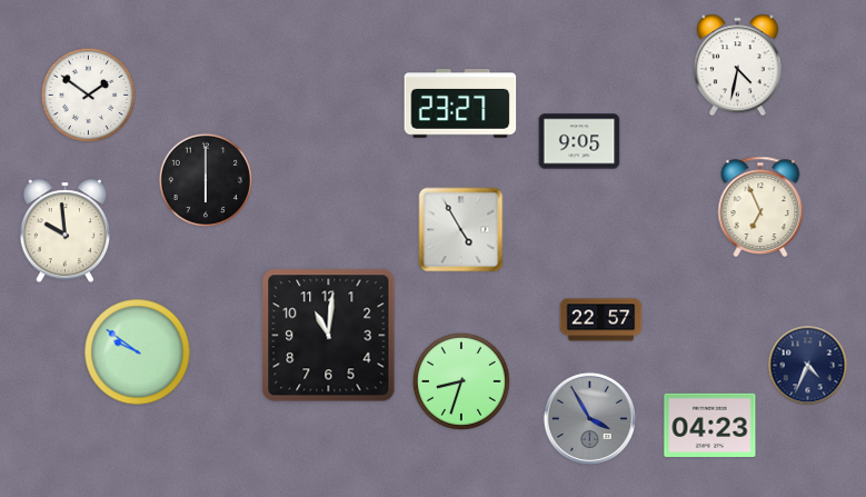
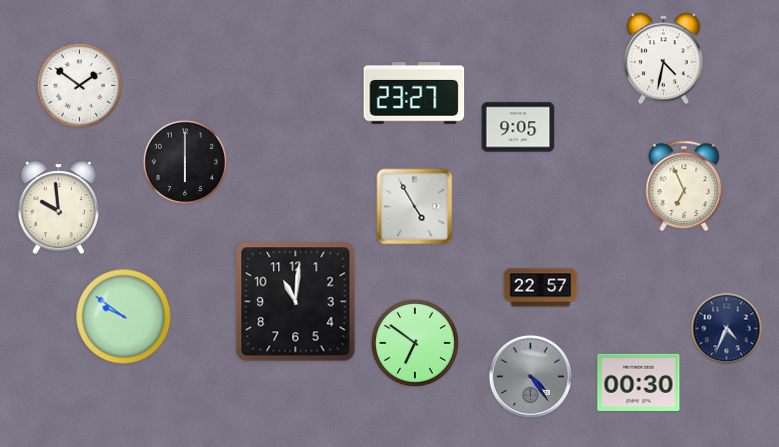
clock at (579, 141) position: (579, 141) -> (518, 127)
clock at (461, 381): 8:33 -> 6:51
clock at (589, 418): 3:55 -> 4:24
clock at (710, 425): 04:23 -> 00:30
